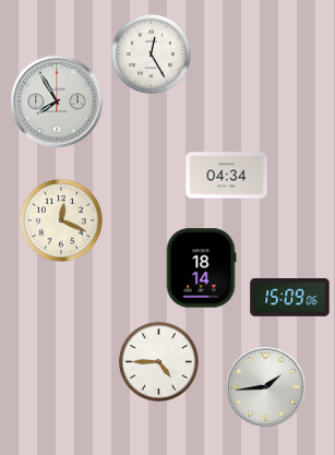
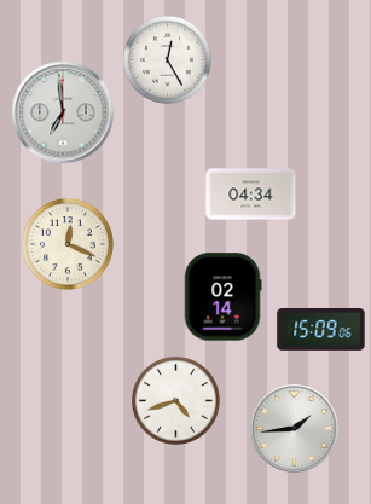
clock at (57, 101): 7:55 -> 6:59
clock at (201, 268): 18:14 -> 02:14
clock at (158, 361): 4:45 -> 4:42
